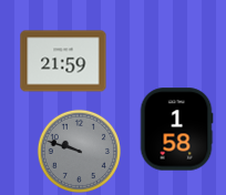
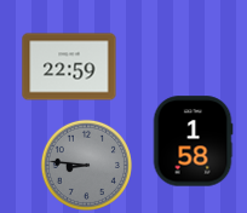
clock at (63, 61): 21:59 -> 22:59
clock at (79, 151): 9:48 -> 8:46
